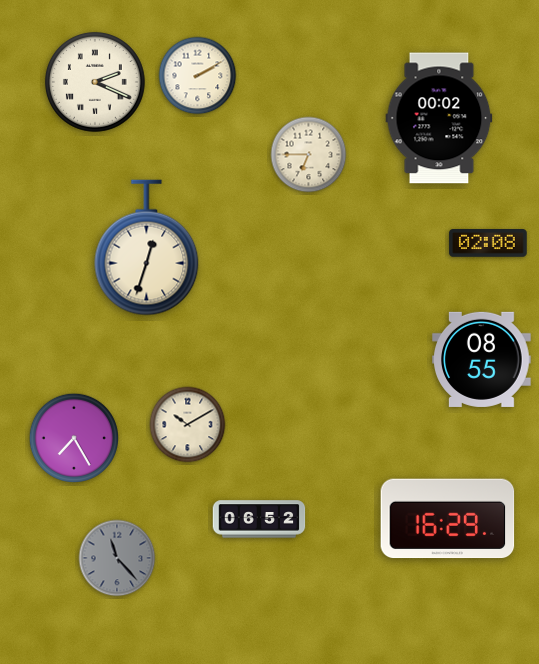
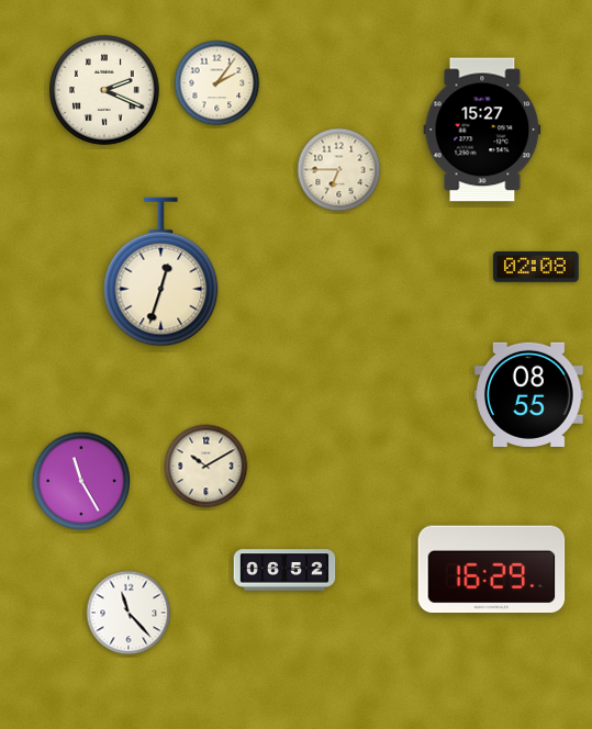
clock at (198, 76): 2:10 -> 2:06
clock at (439, 118): 00:02 -> 15:27
clock at (73, 437): 7:25 -> 11:25
clock at (117, 558) dial: grey -> white
